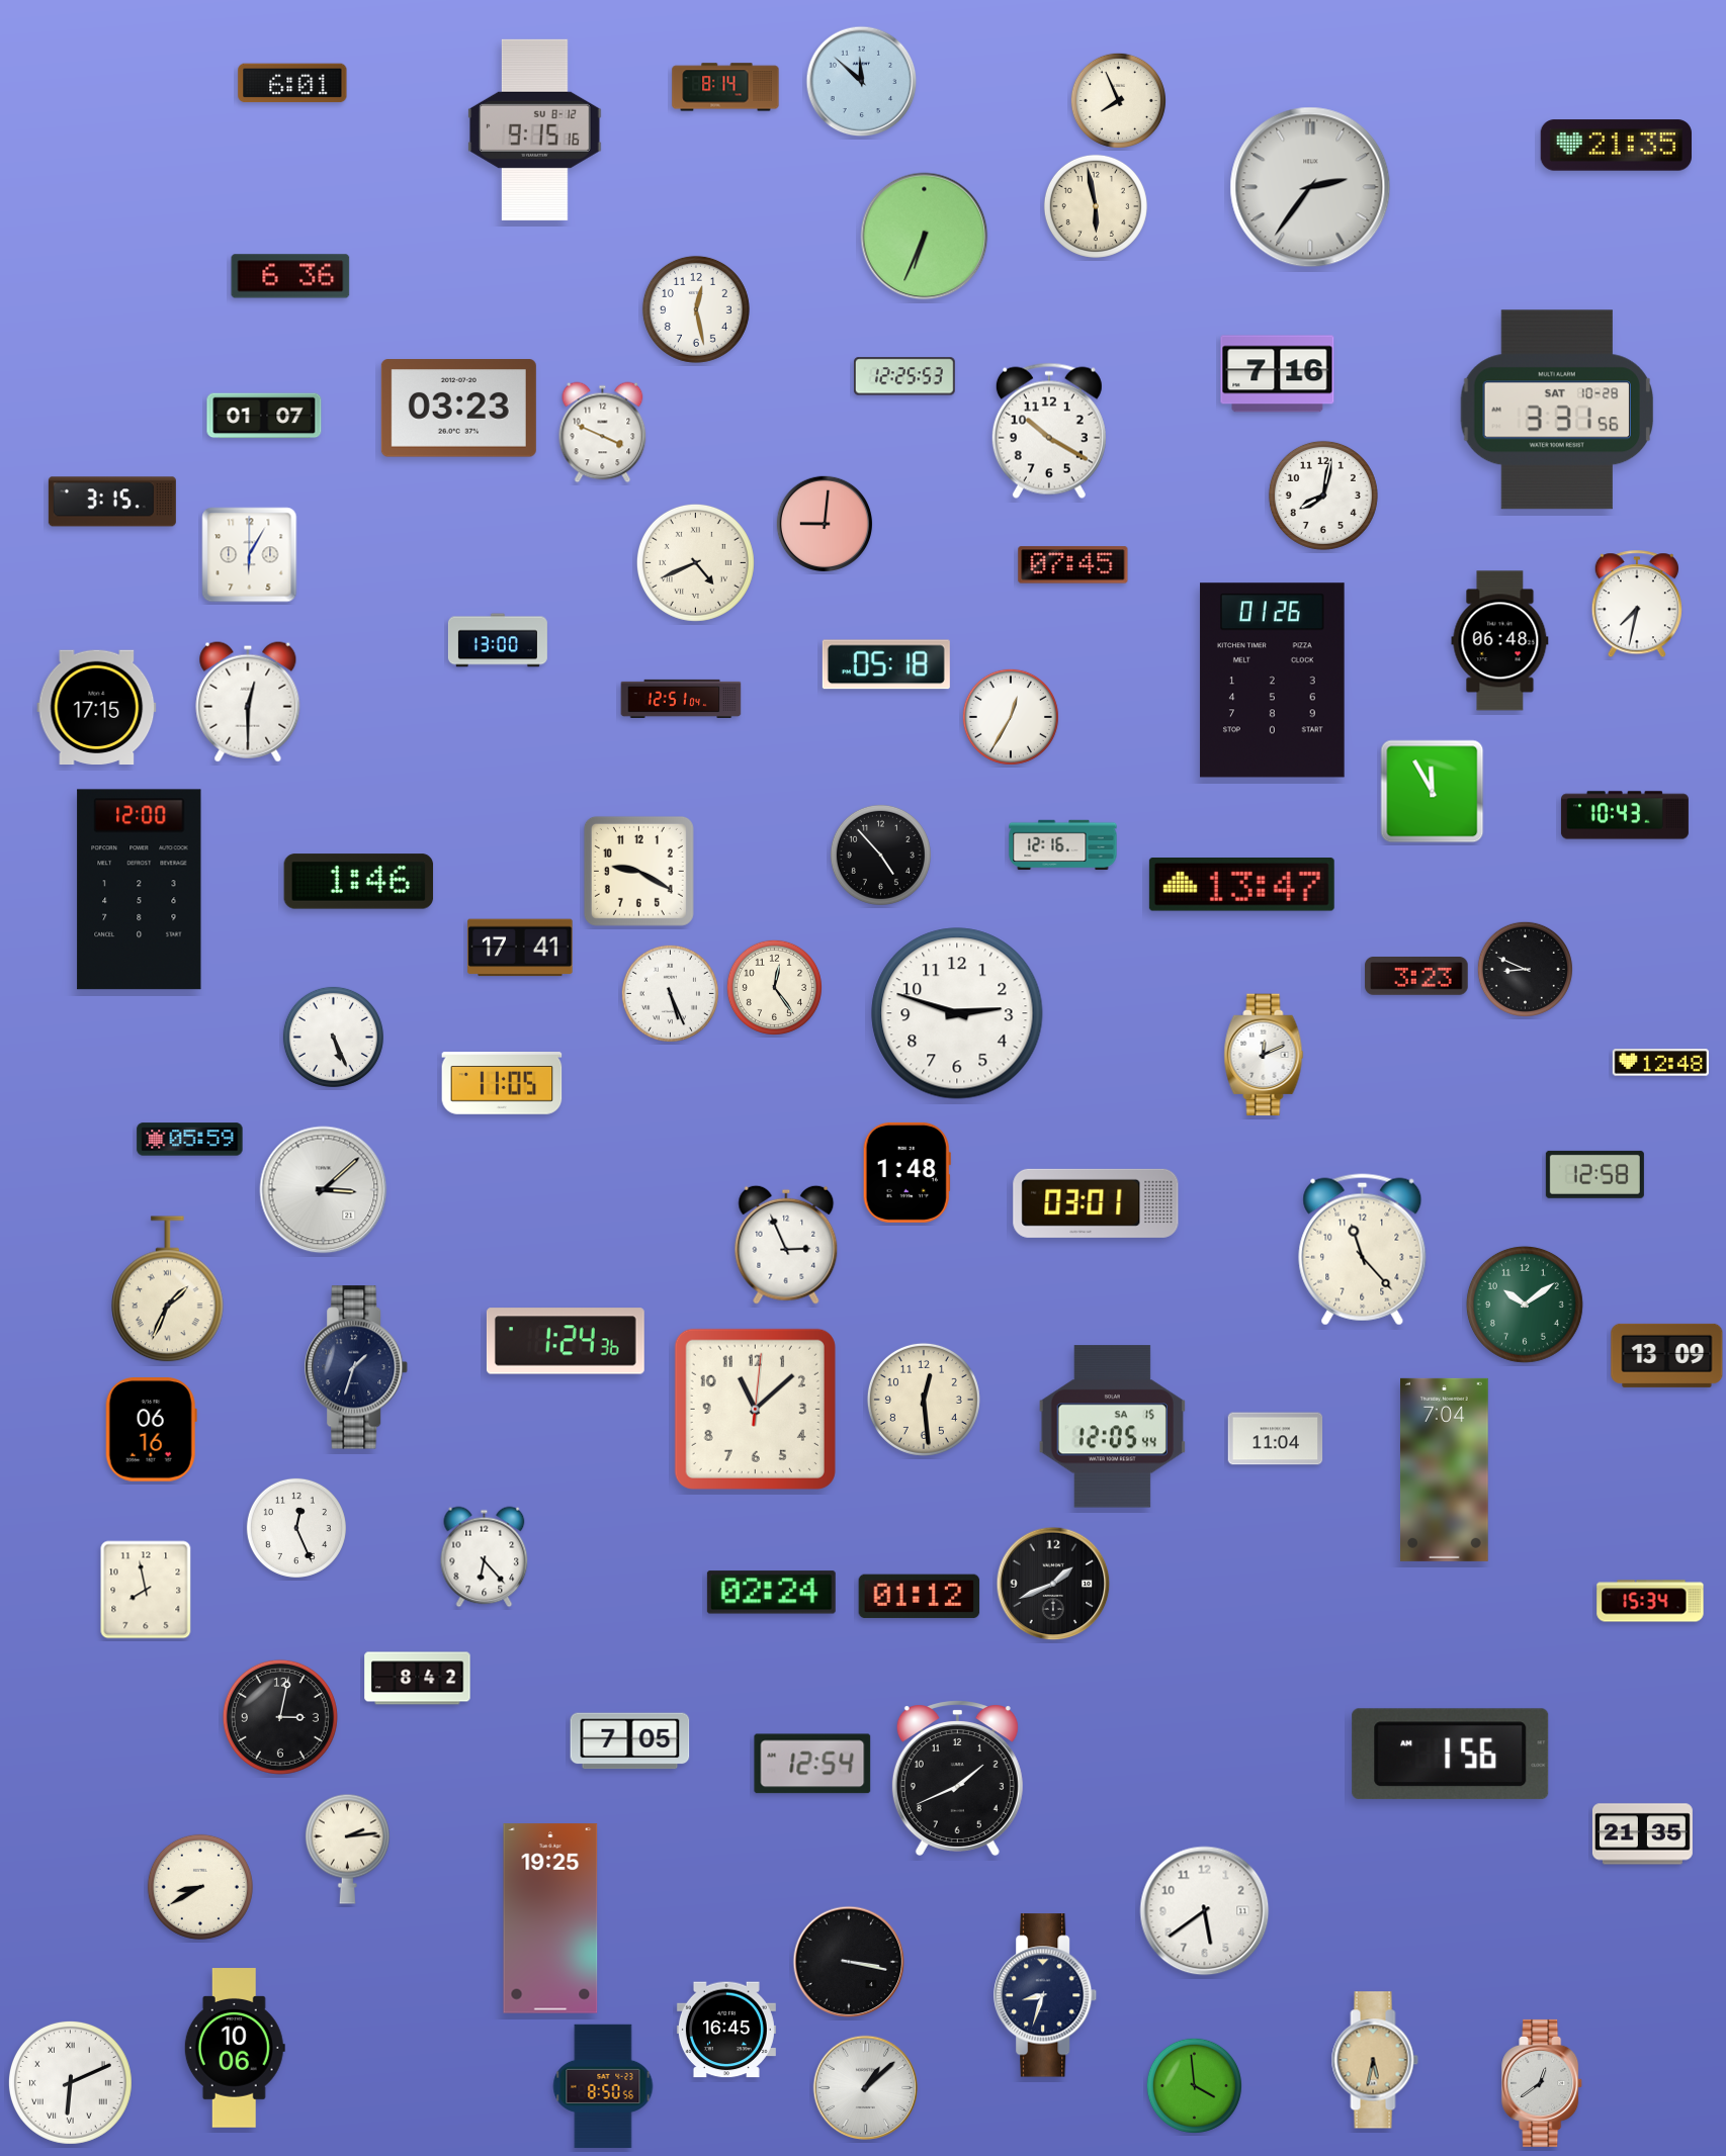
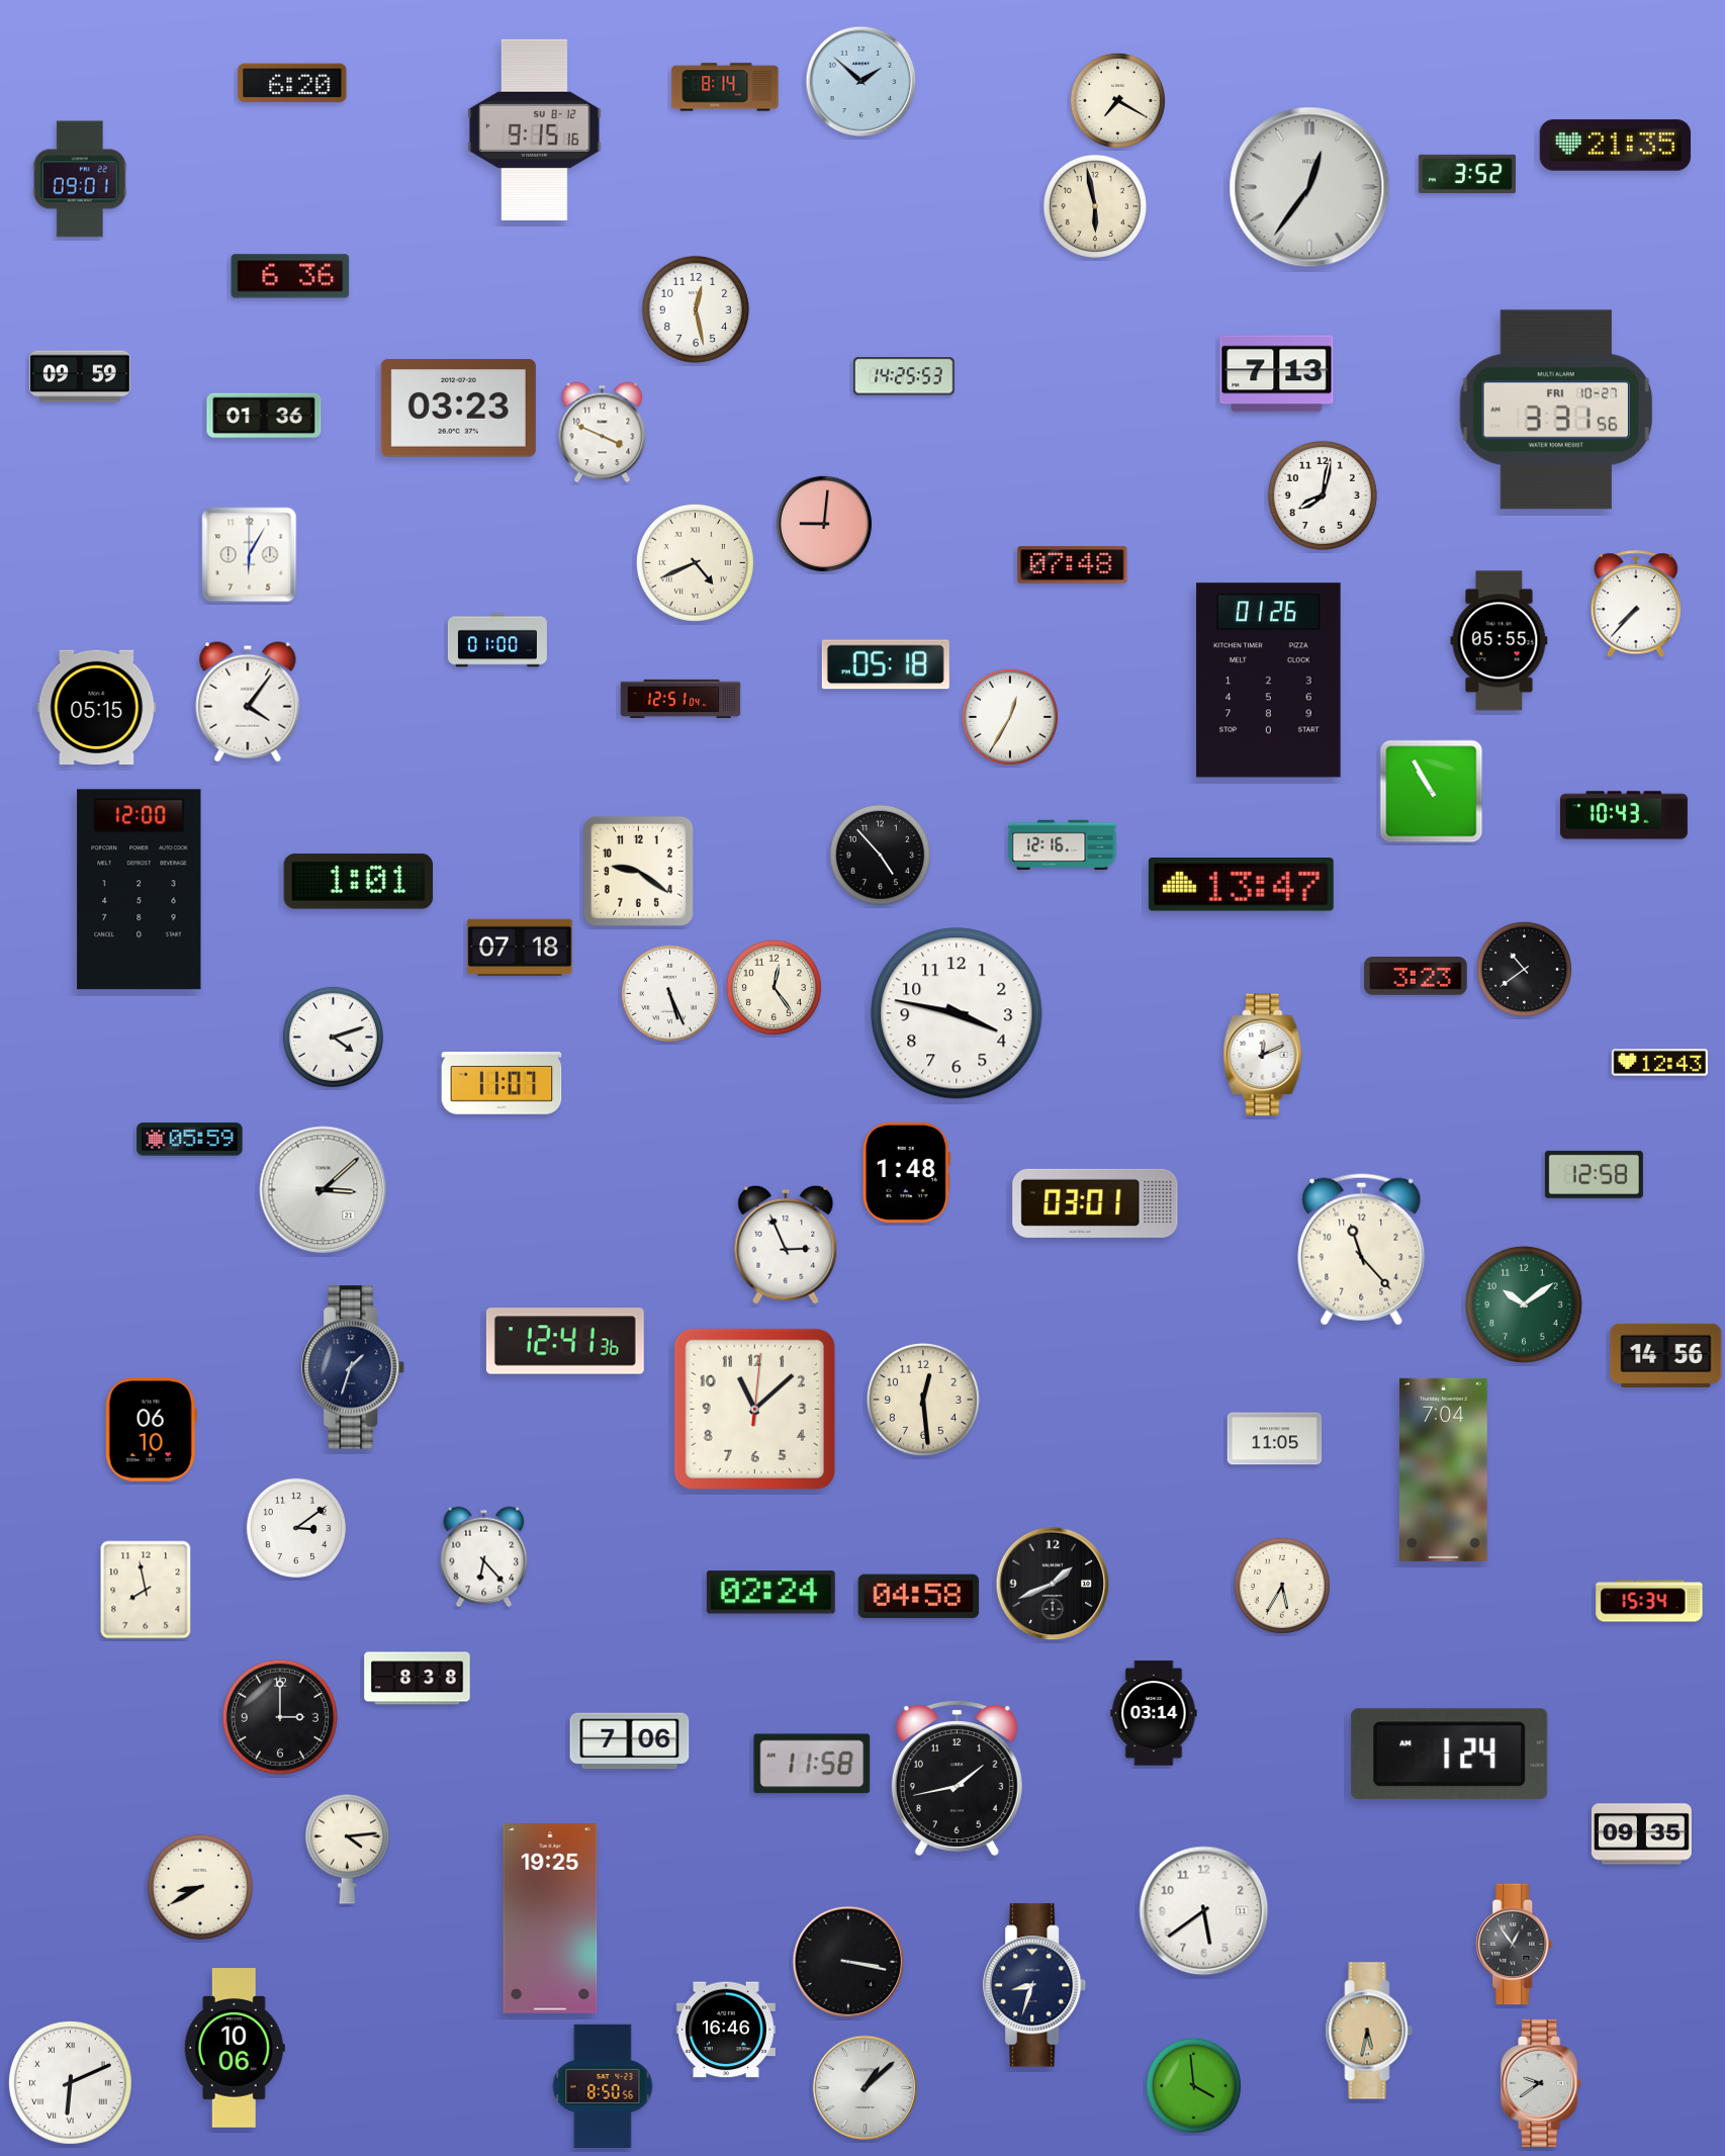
clock at (862, 82): 11:52 -> 1:52
clock at (292, 83): 6:01 -> 6:20
clock at (1118, 100): 7:56 -> 7:20
clock at (1467, 173): none -> 3:52
clock at (80, 179): none -> 09:01
clock at (1310, 187): 2:36 -> 12:36
clock at (925, 237): 6:34 -> none
clock at (1278, 374): 7:16 -> 7:13
clock at (81, 376): none -> 09:59
clock at (904, 376): 12:25 -> 14:25
clock at (1556, 410) date: SAT 10-28 -> FRI 10-27
clock at (264, 416): 01:07 -> 01:36
clock at (1049, 431): 10:20 -> none
clock at (112, 502): 3:15 -> none
clock at (1073, 565): 07:45 -> 07:48
clock at (1637, 605): 7:32 -> 7:37
clock at (498, 640): 13:00 -> 01:00
clock at (1500, 641): 06:48 -> 05:55
clock at (1273, 681) position: (1273, 681) -> (1269, 681)
clock at (248, 702): 12:30 -> 4:06
clock at (97, 708): 17:15 -> 05:15
clock at (1433, 792): 11:55 -> 10:55
clock at (638, 871): 9:20 -> 9:21
clock at (359, 882): 1:46 -> 1:01
clock at (520, 948): 17:41 -> 07:18
clock at (1525, 969): 8:49 -> 10:39
clock at (957, 1013): 2:48 -> 3:47
clock at (333, 1037): 5:26 -> 4:12
clock at (1660, 1063): 12:48 -> 12:43
clock at (502, 1083): 11:05 -> 11:07
clock at (168, 1289): 1:34 -> none
clock at (566, 1341): 1:24 -> 12:41
clock at (1667, 1355): 13:09 -> 14:56
clock at (357, 1367) position: (357, 1367) -> (354, 1367)
clock at (1112, 1427): 12:05 -> none
clock at (151, 1430): 06:16 -> 06:10
clock at (1276, 1439): 11:04 -> 11:05
clock at (296, 1528): 12:26 -> 3:09
clock at (1282, 1586): none -> 5:35
clock at (920, 1597): 01:12 -> 04:58
clock at (418, 1679): 8:42 -> 8:38
clock at (1154, 1713): none -> 03:14
clock at (280, 1717): 3:02 -> 3:00
clock at (630, 1741): 7:05 -> 7:06
clock at (1451, 1755): 1:56 -> 1:24
clock at (812, 1764): 12:54 -> 11:58
clock at (957, 1778): 1:41 -> 1:43
clock at (1642, 1834): 21:35 -> 09:35
clock at (347, 1849): 2:14 -> 4:14
clock at (1515, 1945): none -> 12:54
clock at (1046, 1995) position: (1046, 1995) -> (1035, 1985)
clock at (726, 2030): 16:45 -> 16:46
clock at (1375, 2060) position: (1375, 2060) -> (1369, 2031)
clock at (1543, 2083): 12:39 -> 9:39
